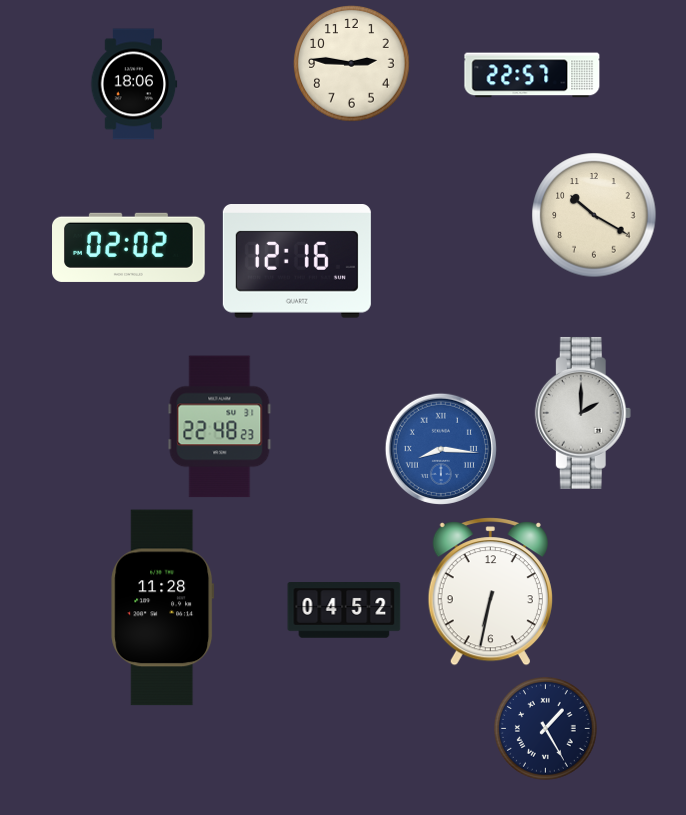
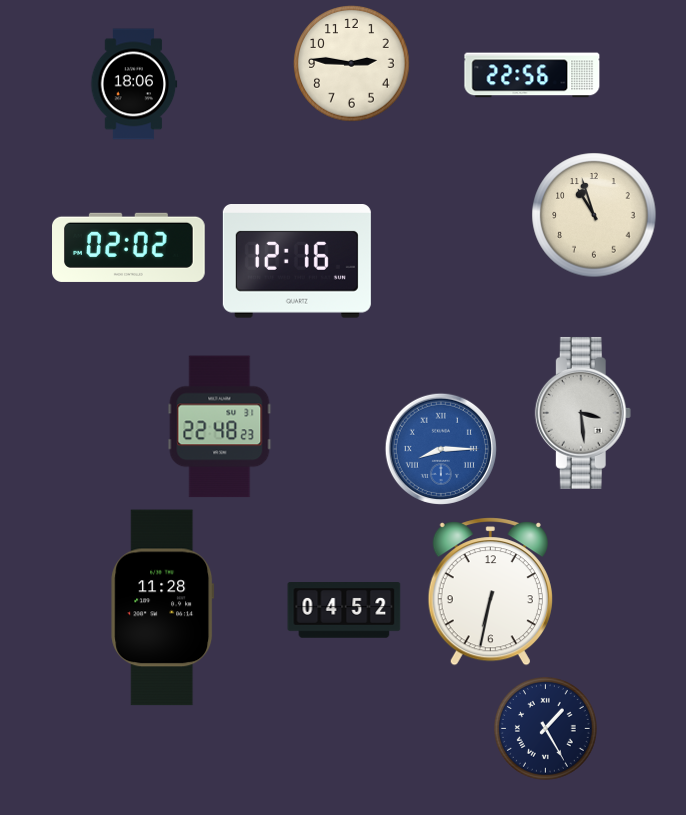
clock at (532, 75): 22:57 -> 22:56
clock at (594, 215): 10:20 -> 10:57
clock at (583, 413): 2:00 -> 3:29
clock at (441, 449): 8:16 -> 8:15
